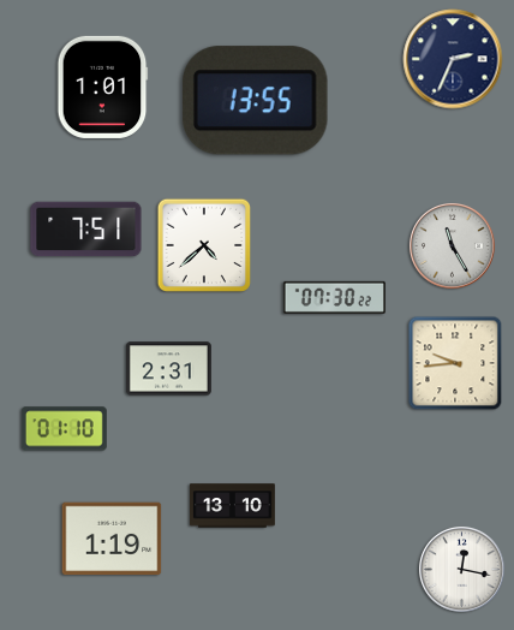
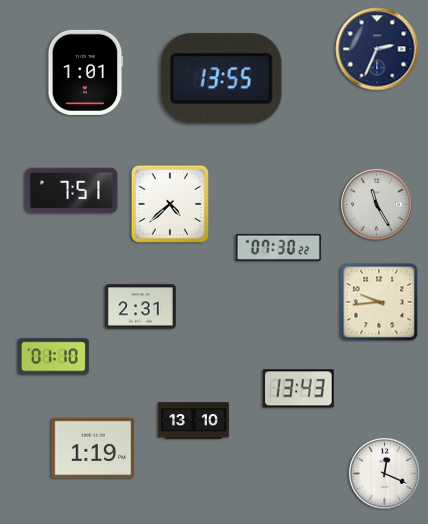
clock at (255, 101) position: (255, 101) -> (221, 79)
clock at (298, 389): none -> 13:43
clock at (461, 569): 12:17 -> 12:19
